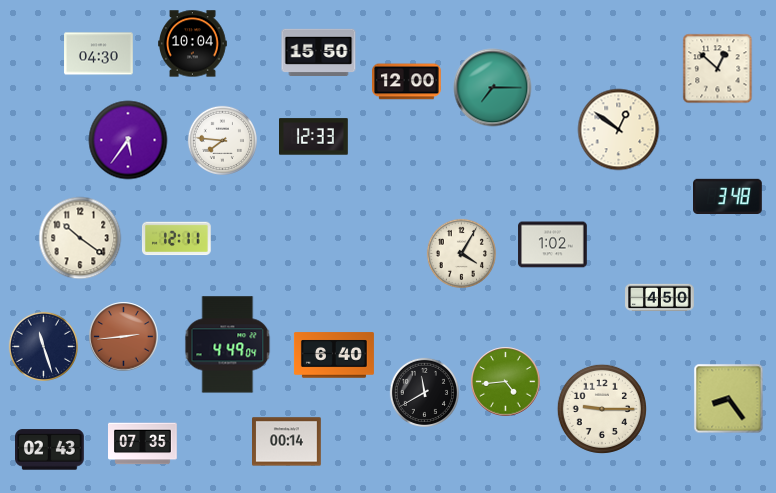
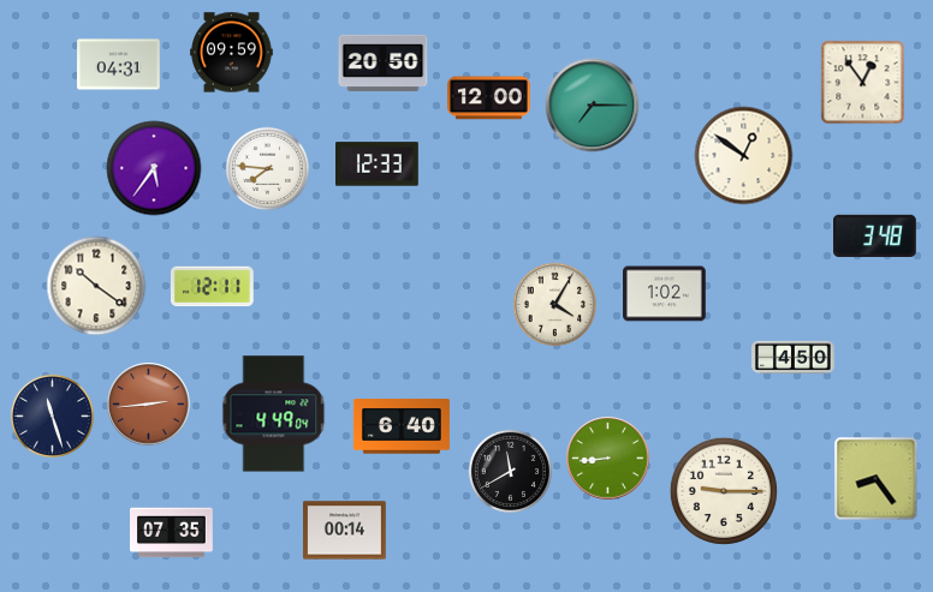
clock at (193, 44): 10:04 -> 09:59
clock at (319, 52): 15:50 -> 20:50
clock at (99, 54): 04:30 -> 04:31
clock at (718, 69): 12:52 -> 12:54
clock at (506, 382): 4:44 -> 8:44
clock at (50, 450): 02:43 -> none
